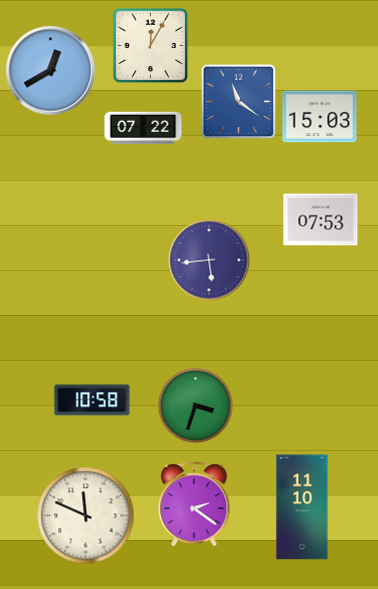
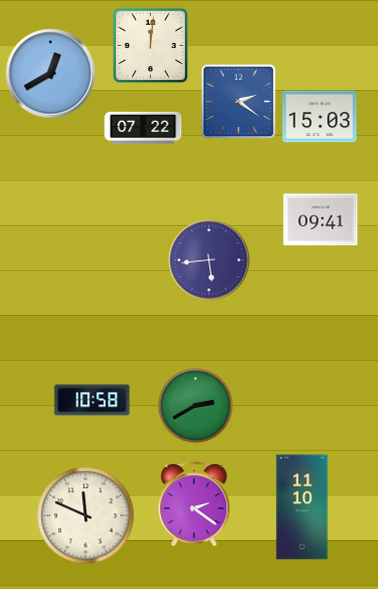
clock at (151, 46): 12:05 -> 12:01
clock at (51, 71) position: (51, 71) -> (51, 74)
clock at (239, 102): 11:21 -> 2:21
clock at (321, 220): 07:53 -> 09:41
clock at (196, 406): 3:33 -> 2:40
